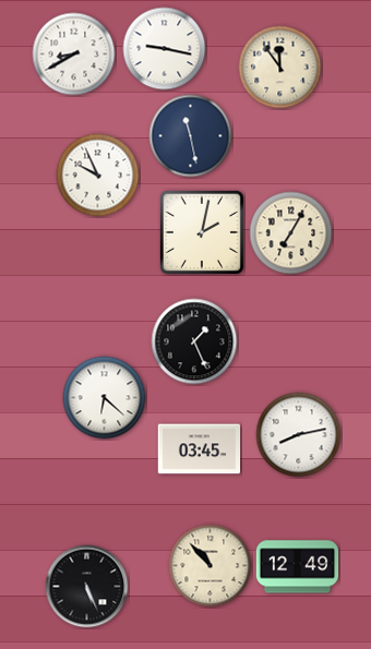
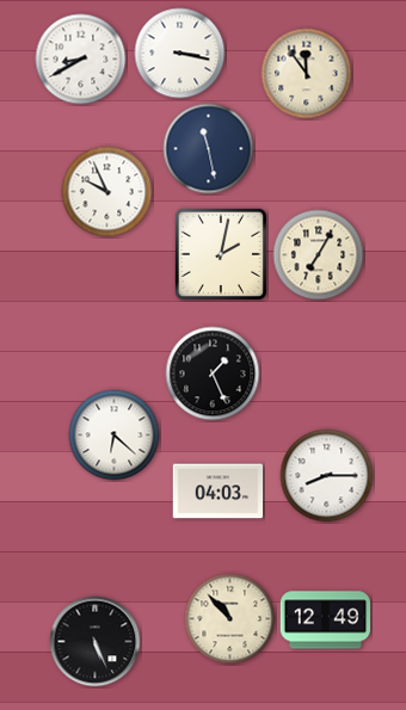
clock at (165, 49): 9:17 -> 3:17
clock at (299, 435): 8:13 -> 8:15
clock at (200, 449): 03:45 -> 04:03
